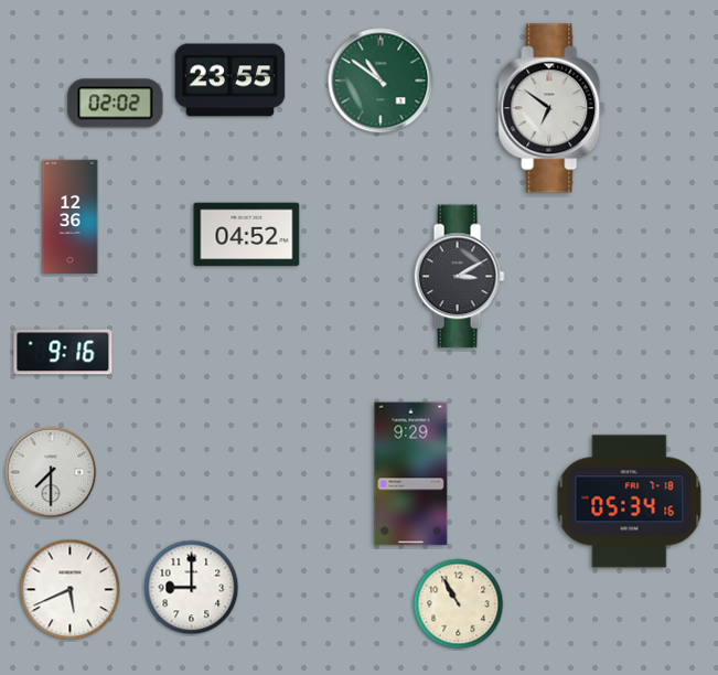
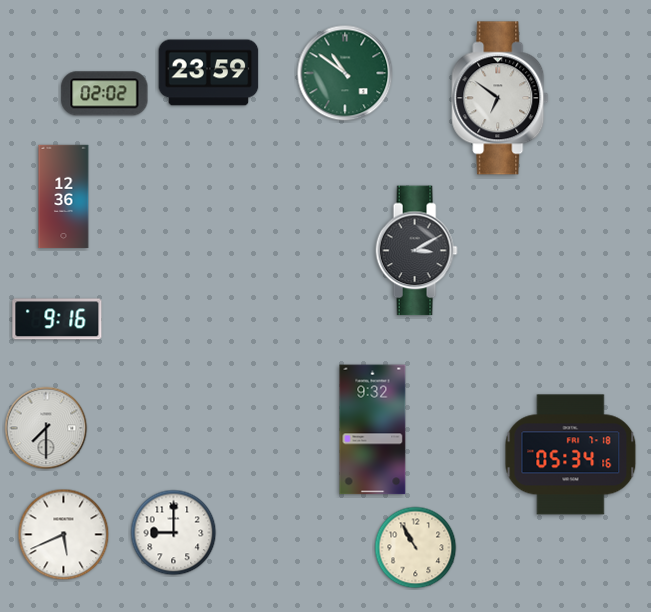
clock at (231, 81): 23:55 -> 23:59
clock at (247, 235): 04:52 -> none
clock at (411, 474): 9:29 -> 9:32
